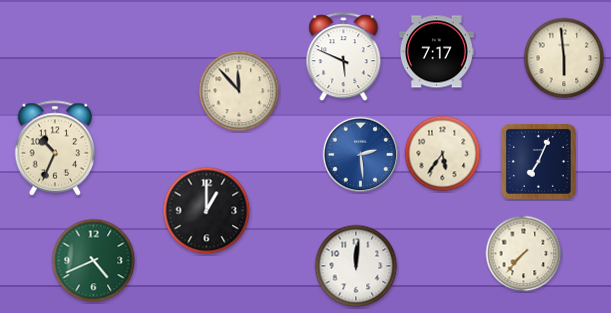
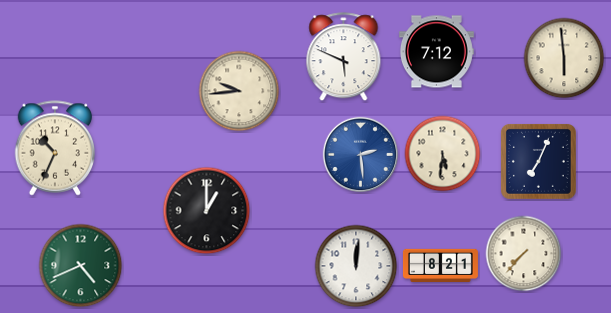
clock at (436, 52): 7:17 -> 7:12
clock at (239, 91): 11:53 -> 9:44
clock at (443, 154): 5:36 -> 5:31
clock at (94, 261) position: (94, 261) -> (81, 266)
clock at (440, 265): none -> 8:21
